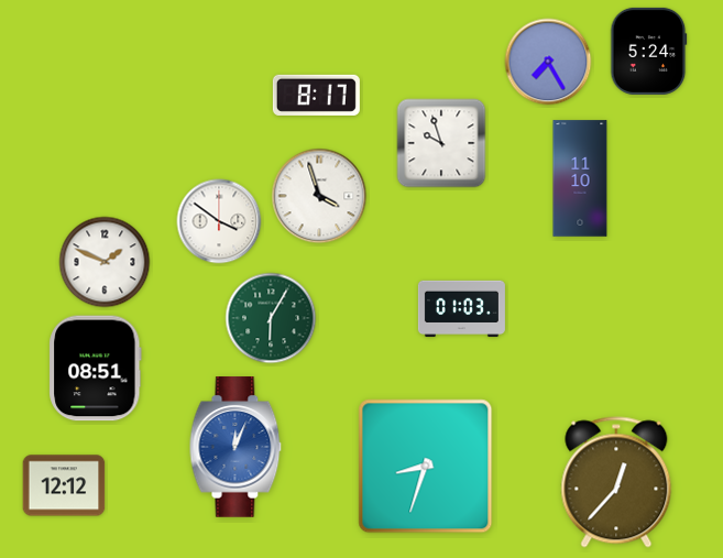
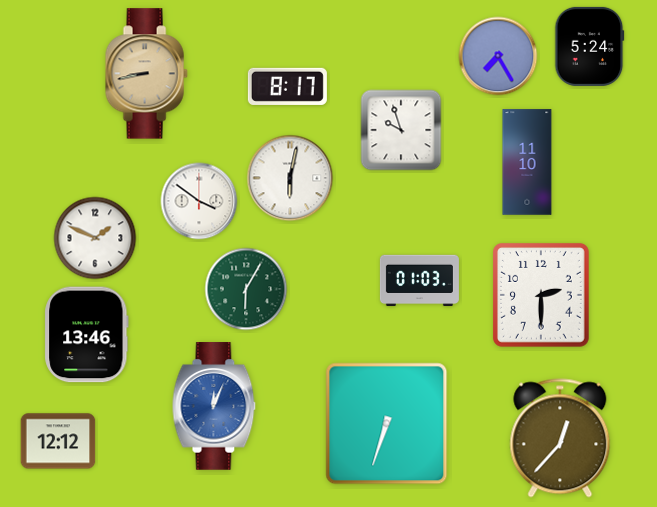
clock at (146, 74): none -> 8:43
clock at (319, 196): 3:57 -> 6:02
clock at (541, 295): none -> 2:30
clock at (96, 369): 08:51 -> 13:46
clock at (426, 467): 8:33 -> 6:33
